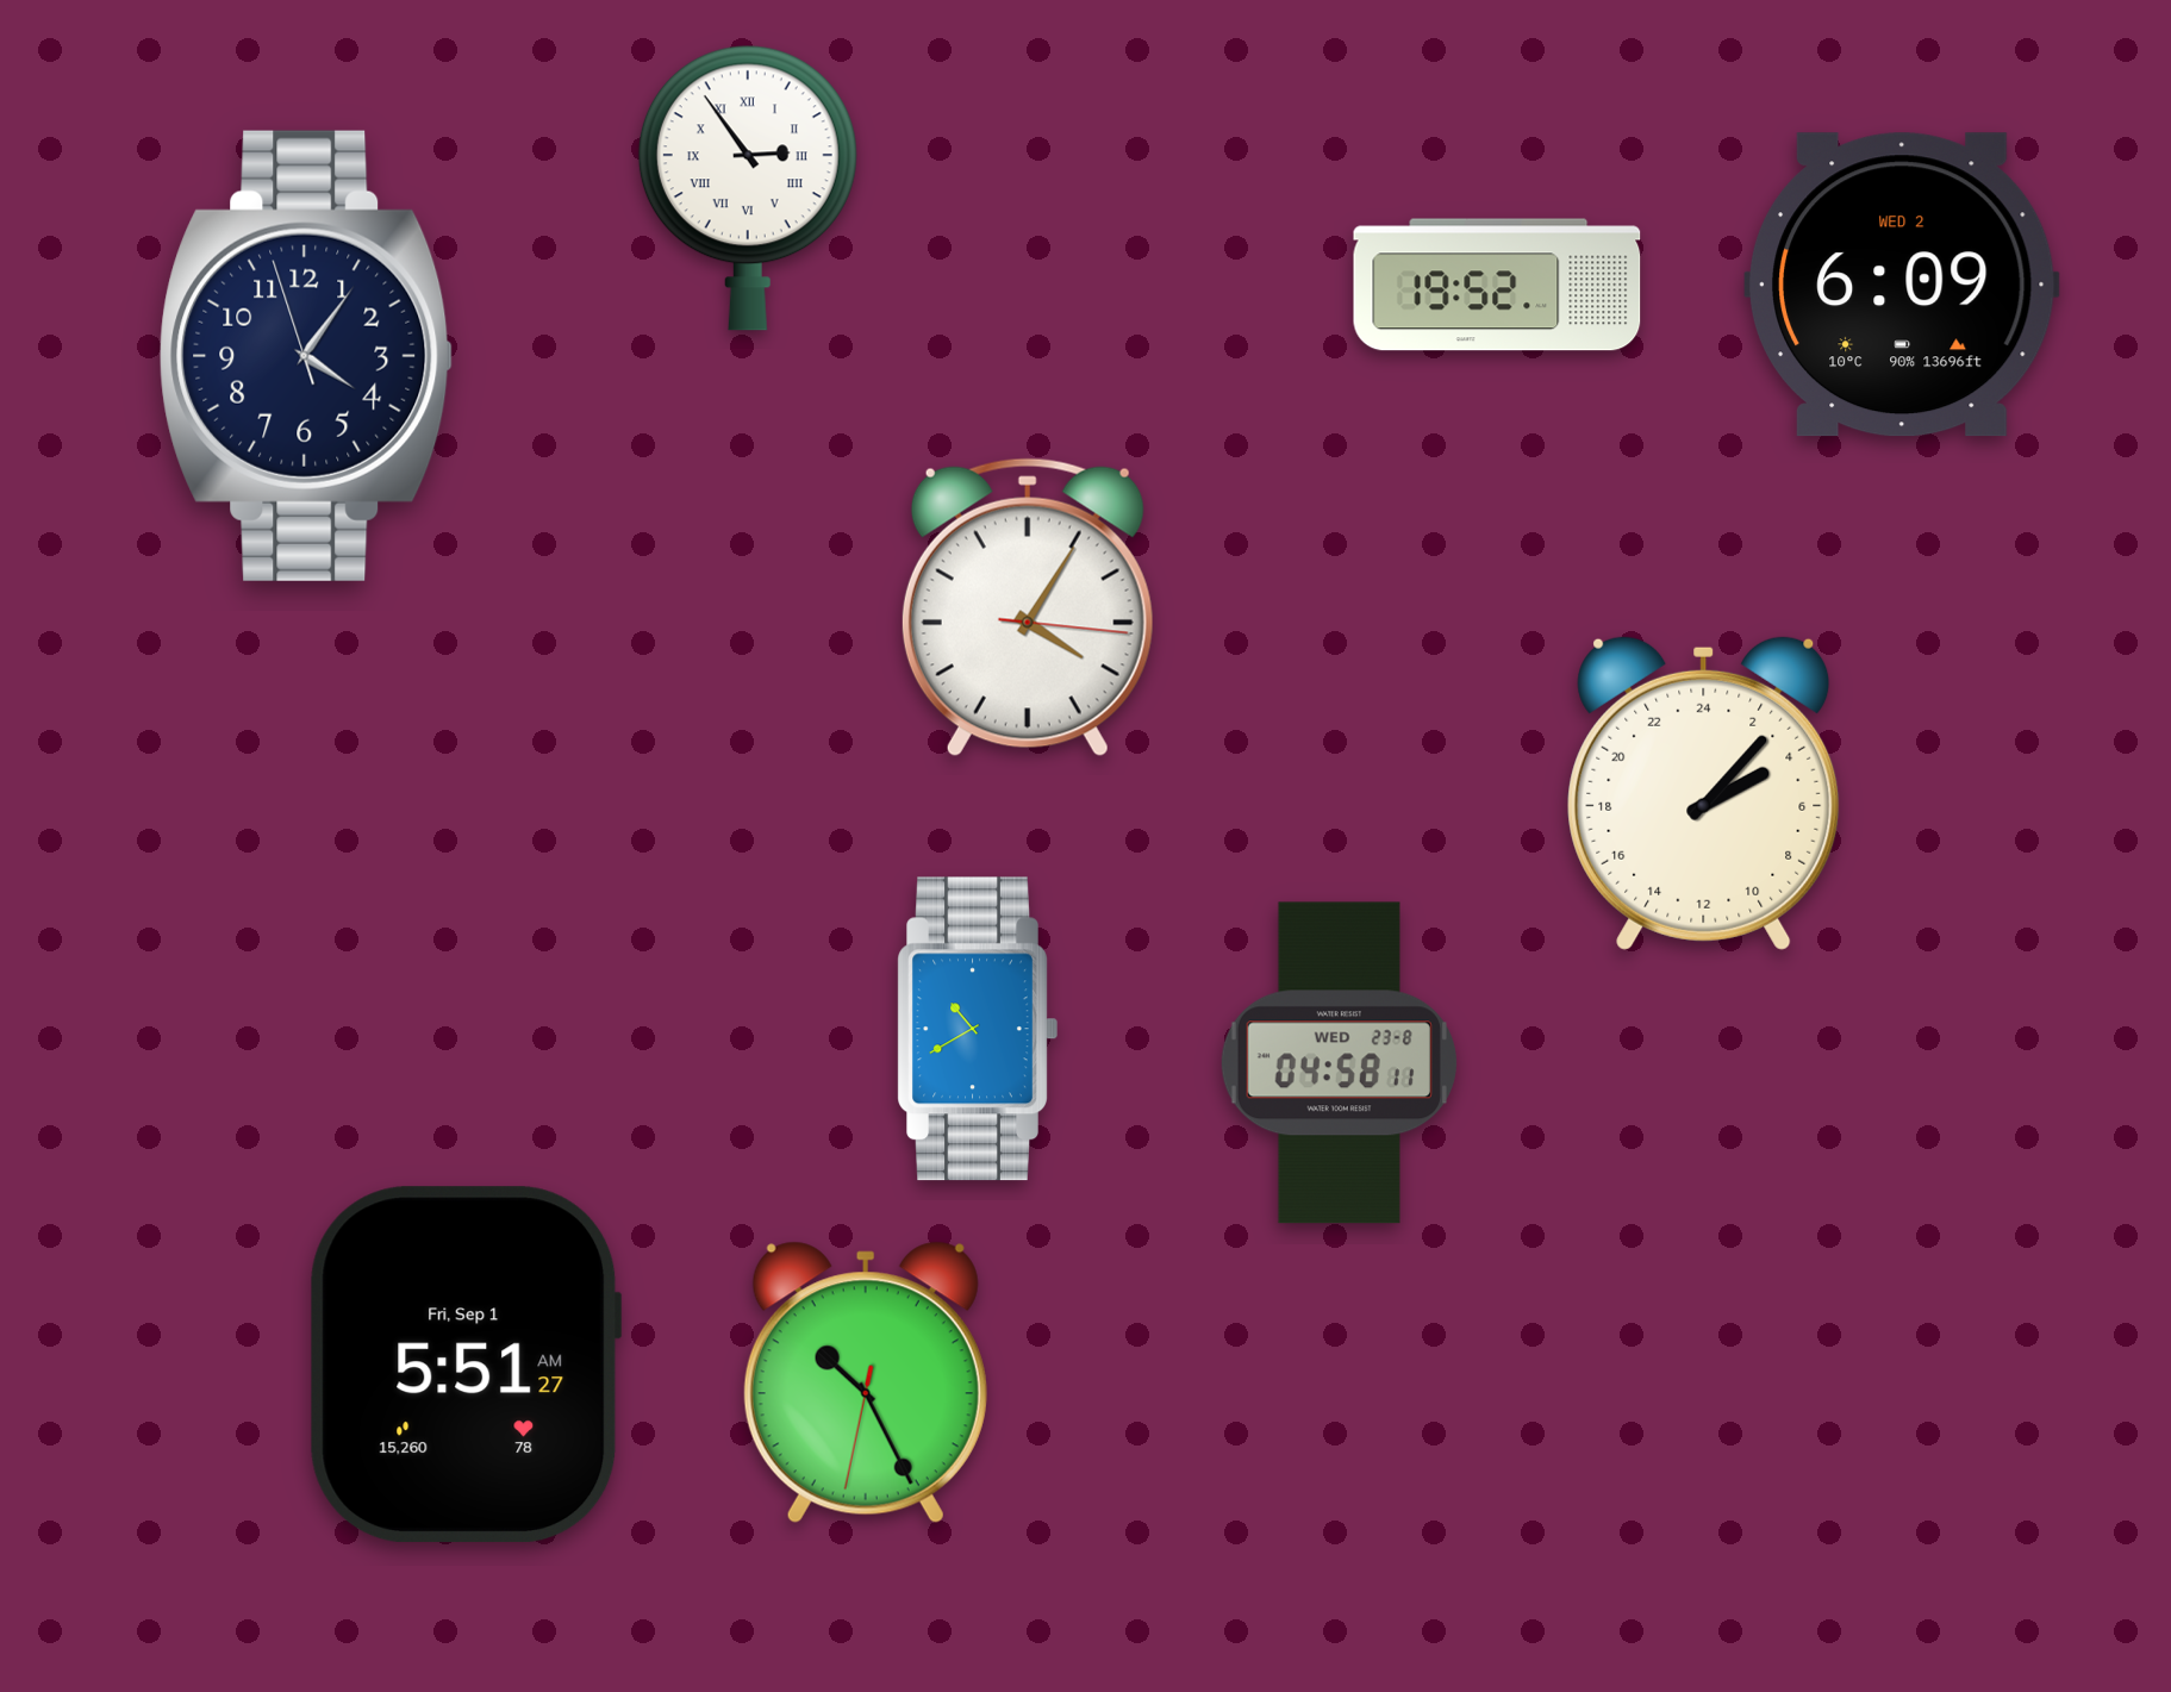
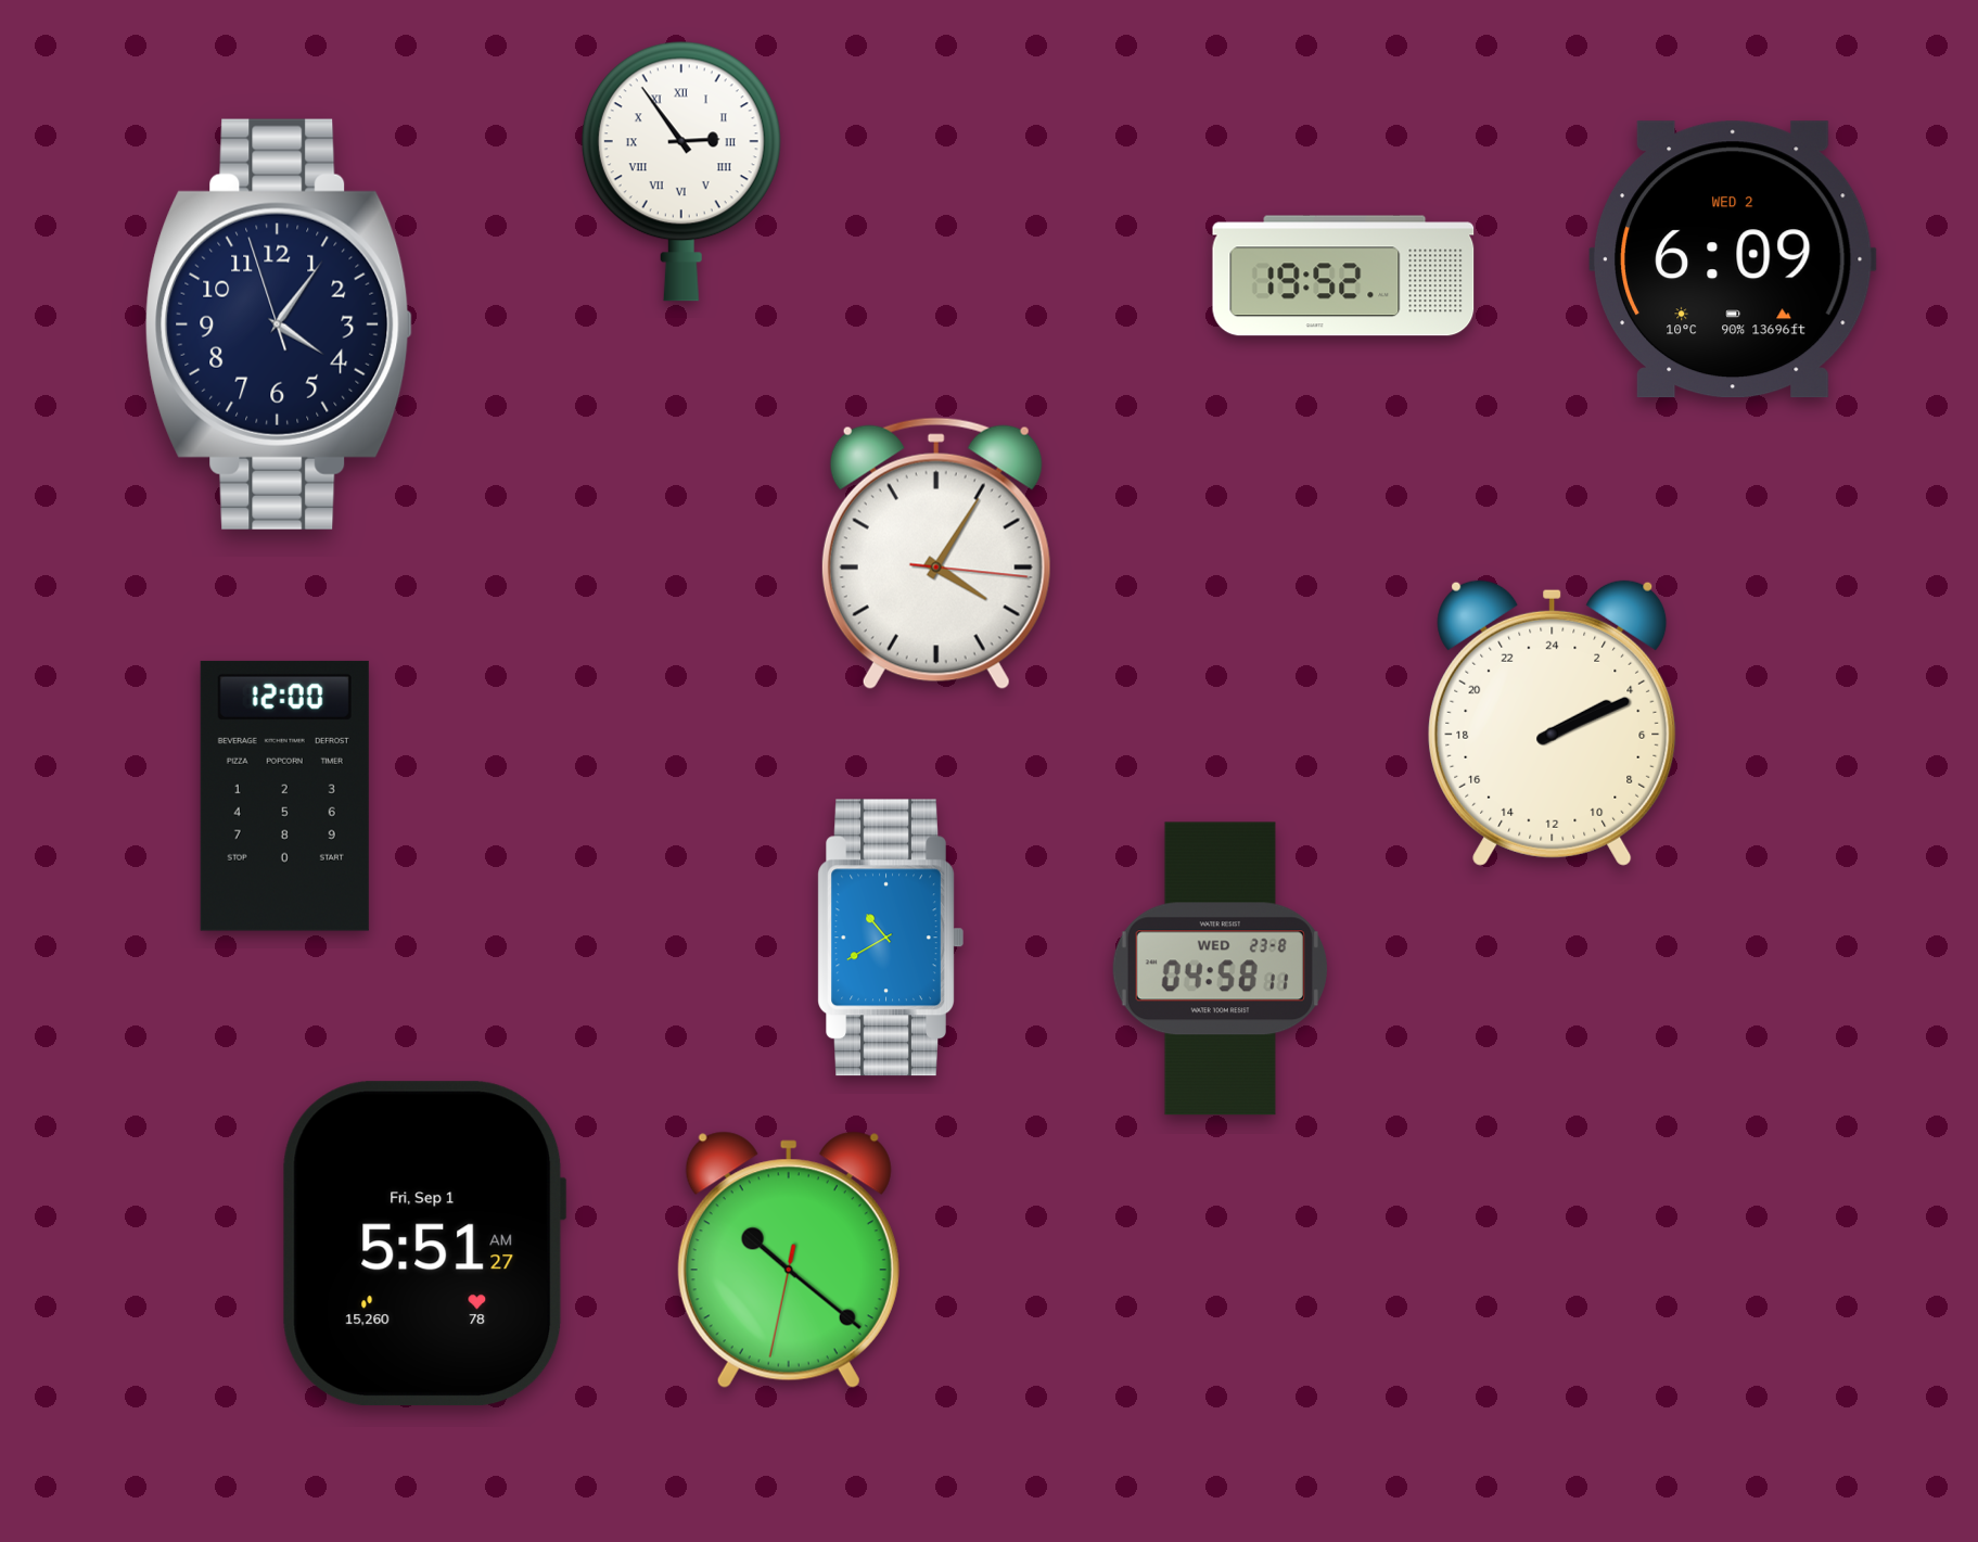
clock at (1497, 285) position: (1497, 285) -> (1343, 276)
clock at (1704, 793): 4:07 -> 4:11
clock at (284, 795): none -> 12:00
clock at (866, 1382): 10:25 -> 10:21
